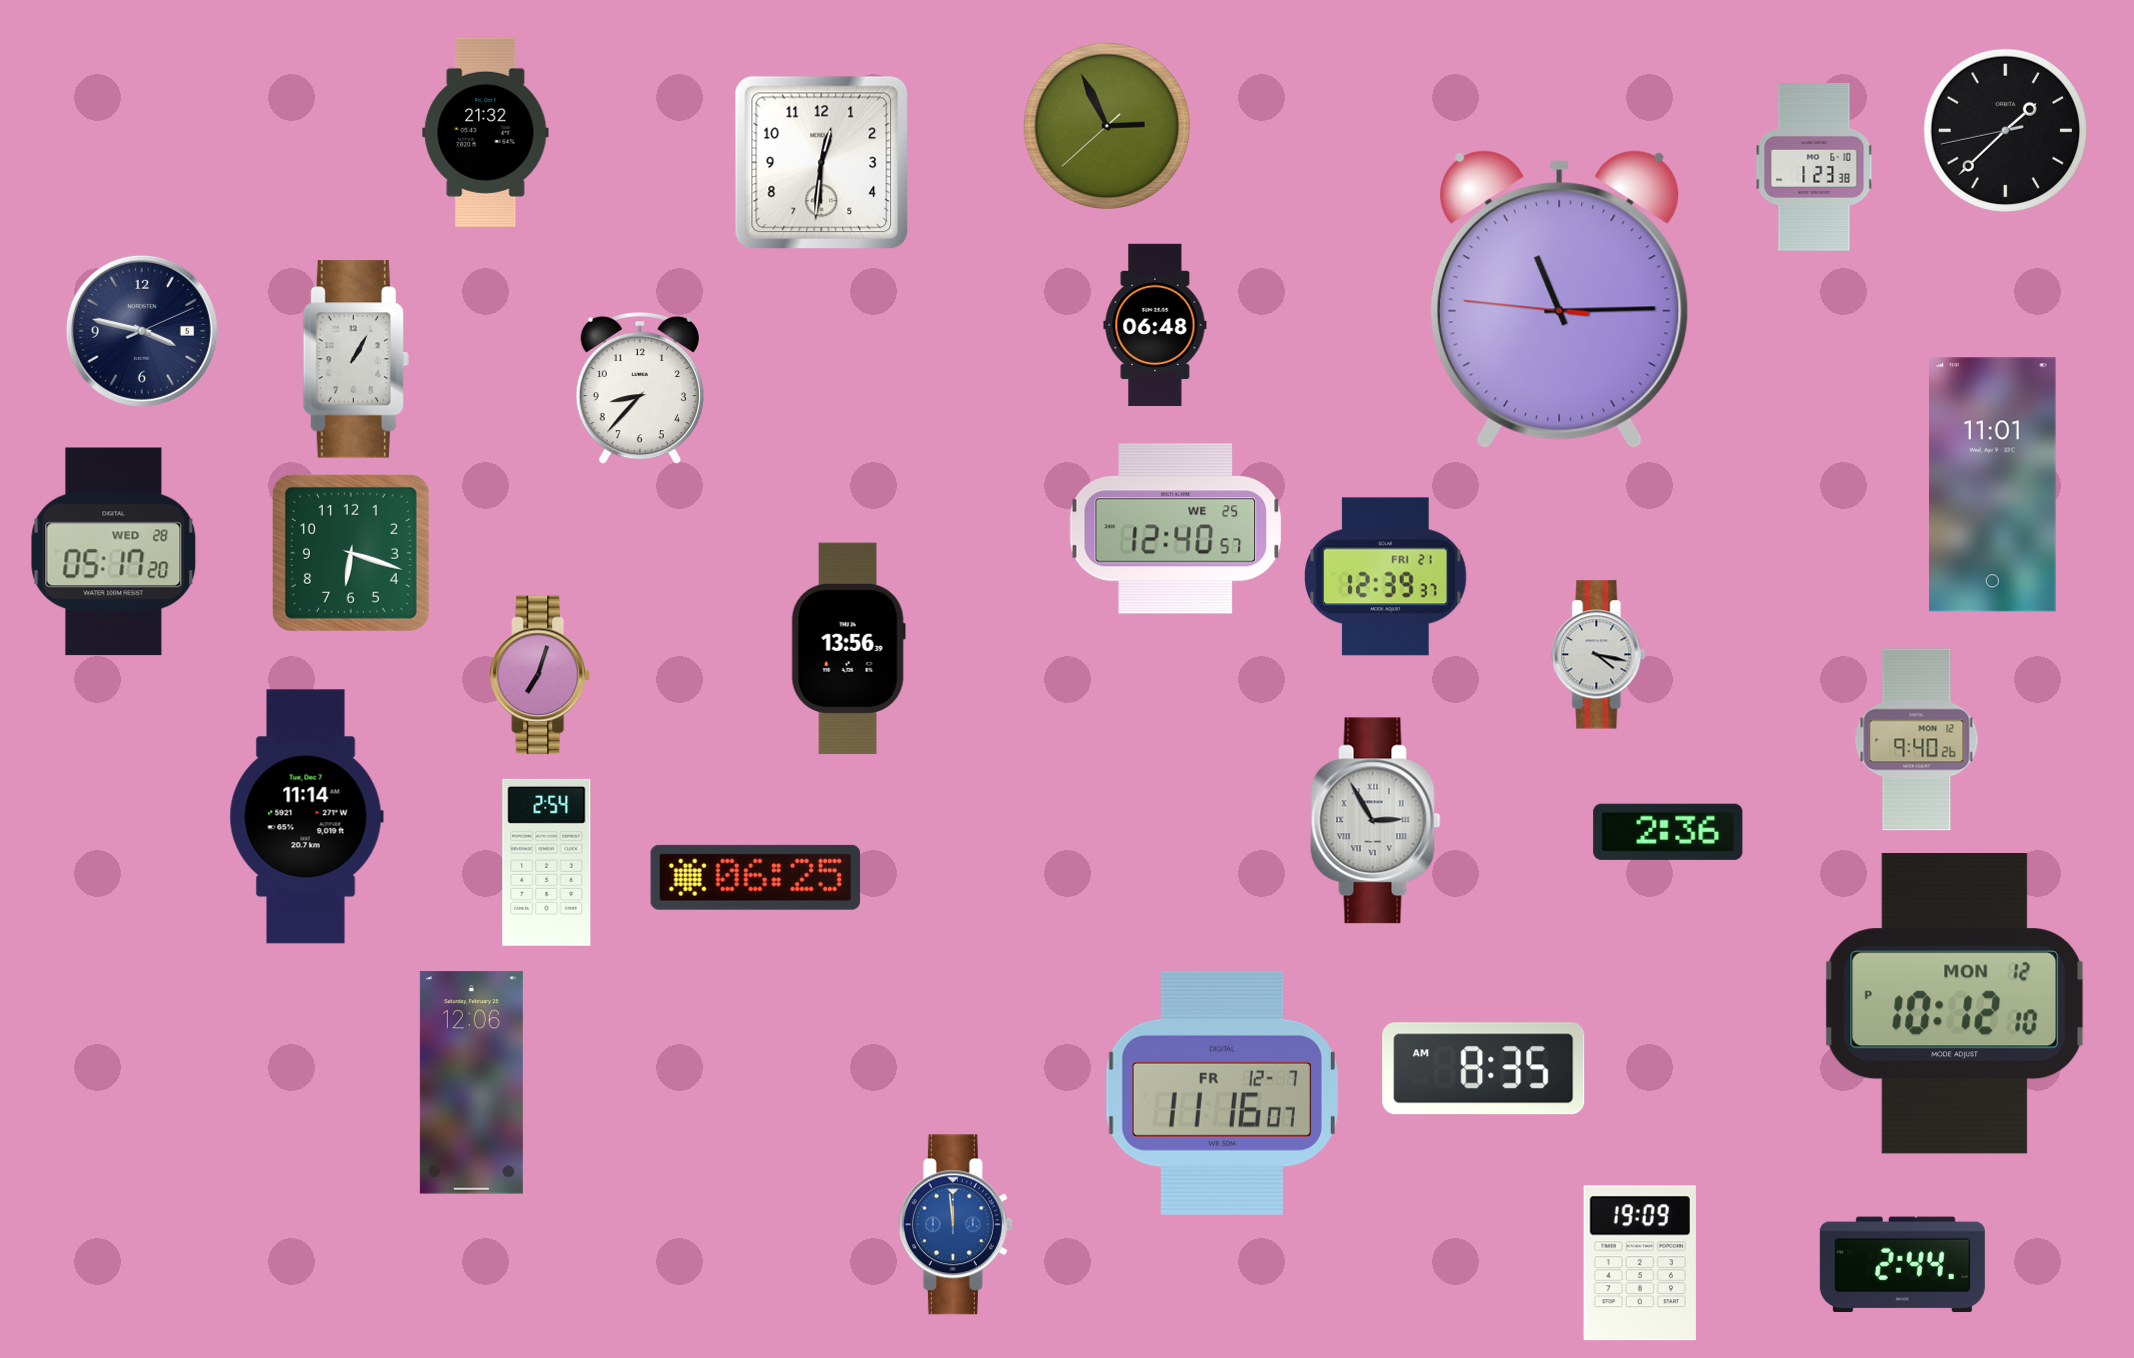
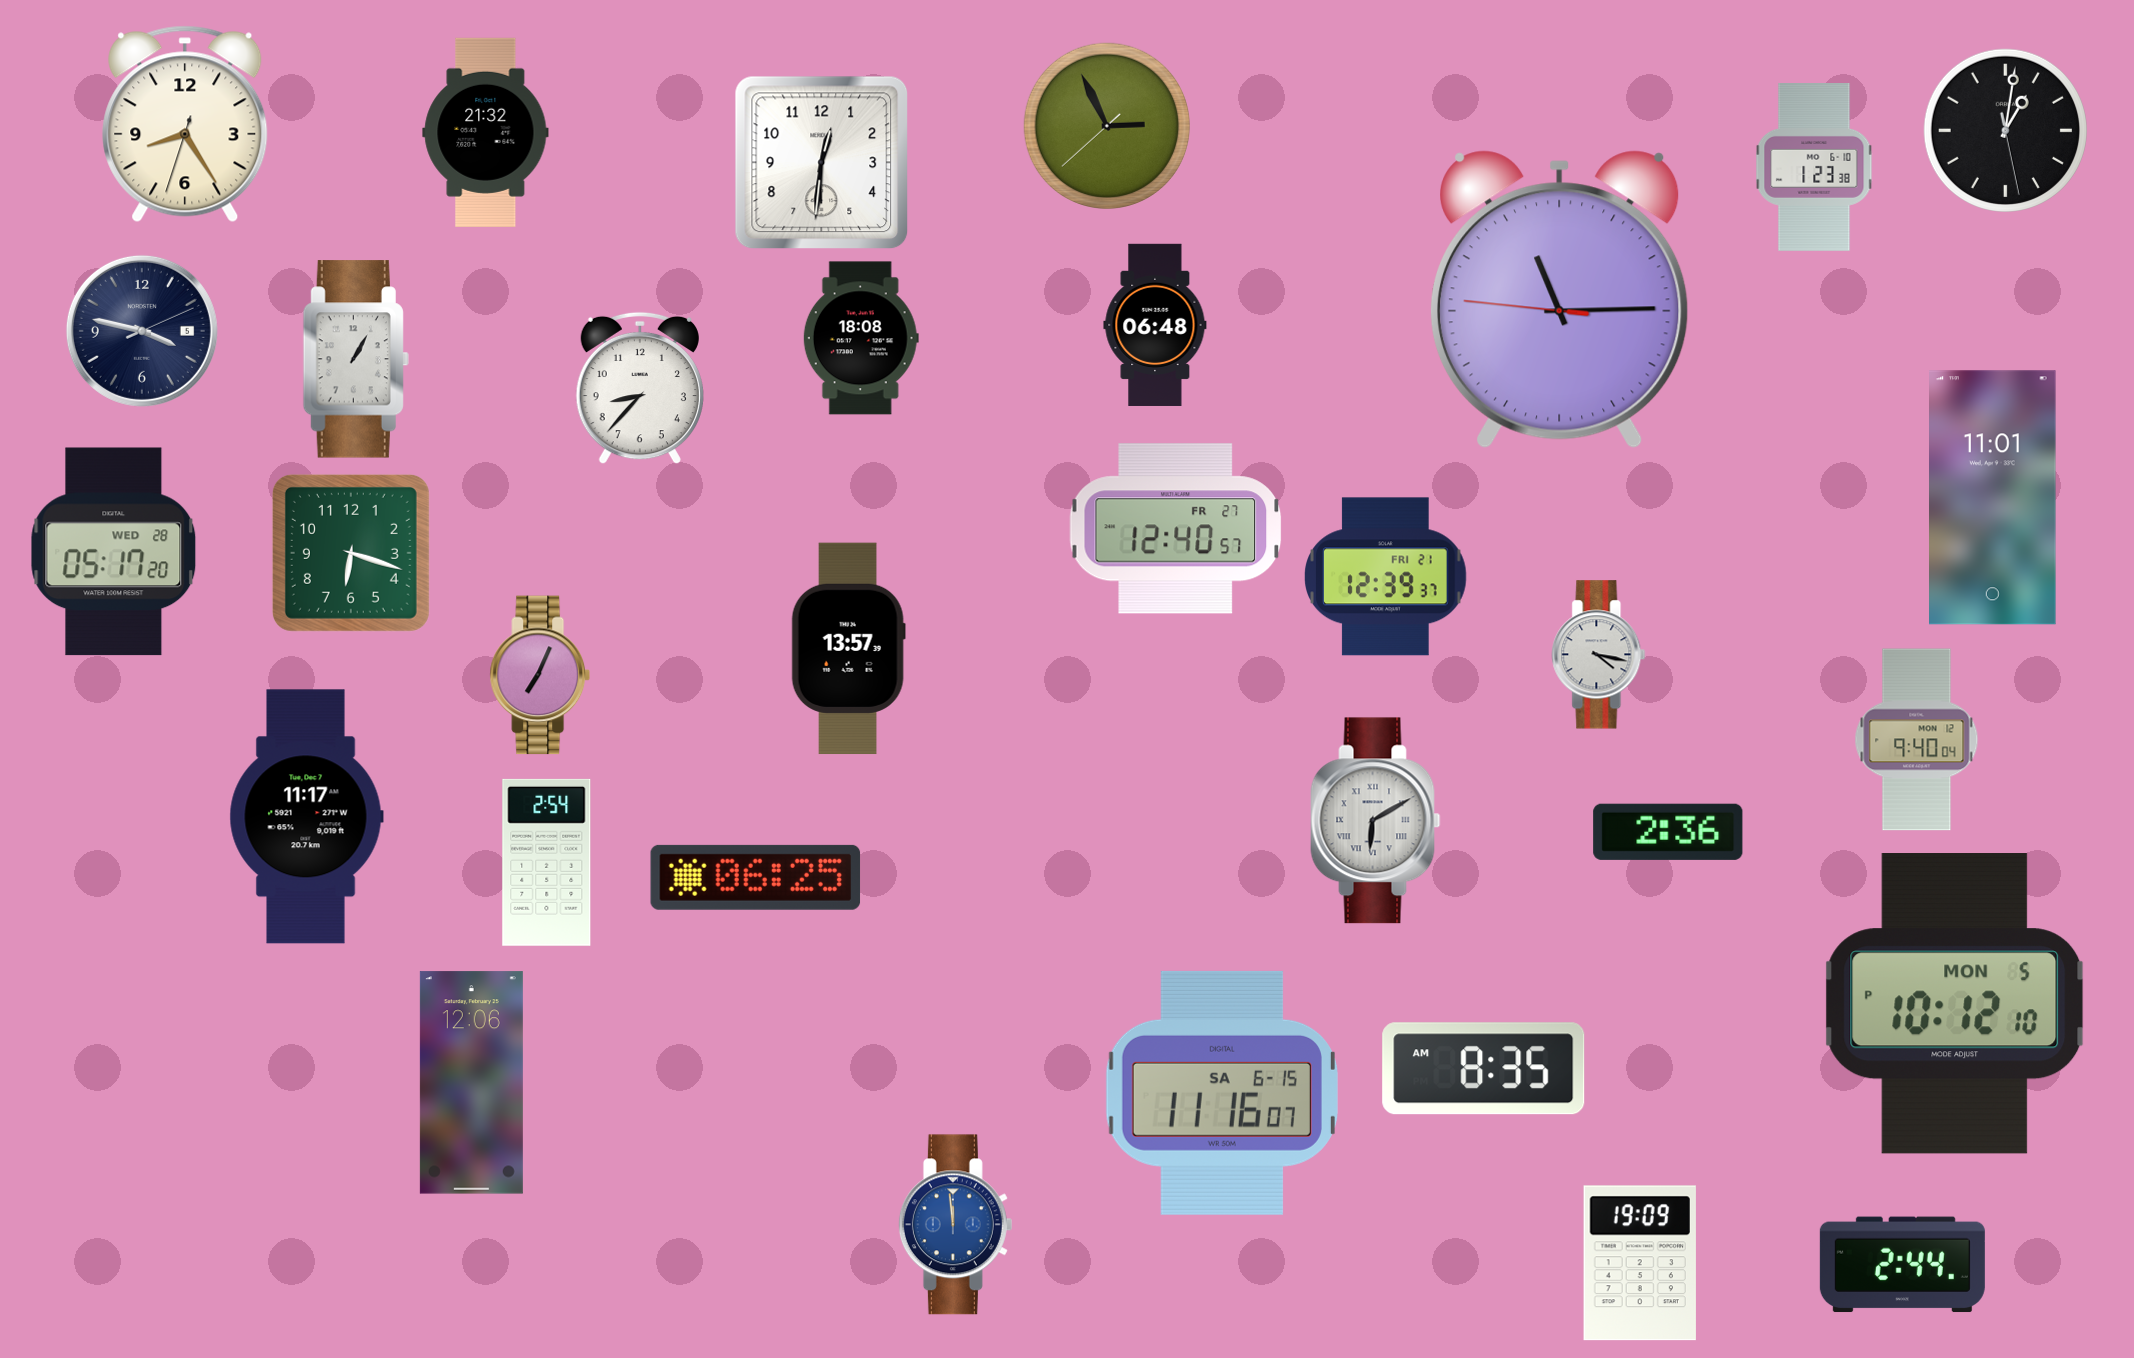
clock at (185, 124): none -> 8:24
clock at (2005, 130): 1:37 -> 1:01
clock at (861, 338): none -> 18:08
clock at (1993, 485) position: (1993, 485) -> (1993, 498)
clock at (1176, 529) date: WE 25 -> FR 27
clock at (848, 649): 13:56 -> 13:57
clock at (539, 675): 7:03 -> 7:04
clock at (1917, 740): 9:40:26 -> 9:40:04
clock at (306, 817): 11:14 -> 11:17
clock at (1376, 821): 2:55 -> 6:10
clock at (1955, 1004) date: MON 12 -> MON 5
clock at (1222, 1093) date: FR 12-7 -> SA 6-15
